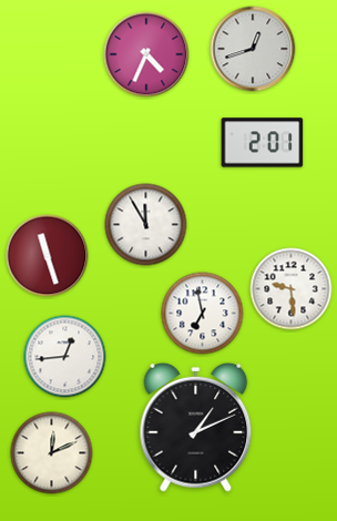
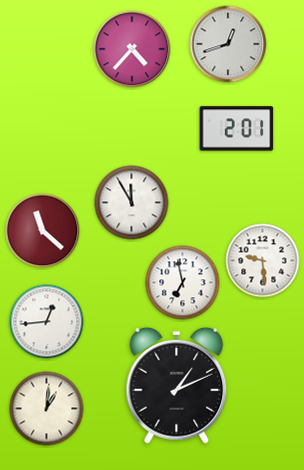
clock at (146, 54): 4:34 -> 4:37
clock at (48, 256): 11:27 -> 11:22
clock at (65, 357) position: (65, 357) -> (47, 322)
clock at (52, 453): 12:11 -> 1:01
